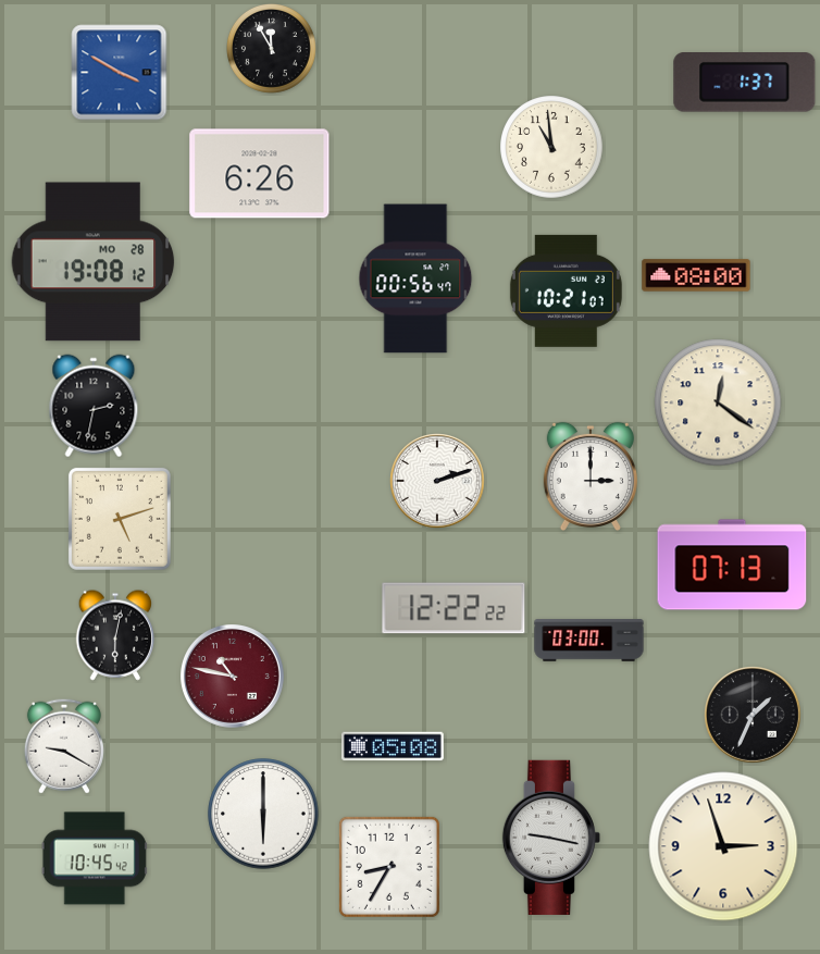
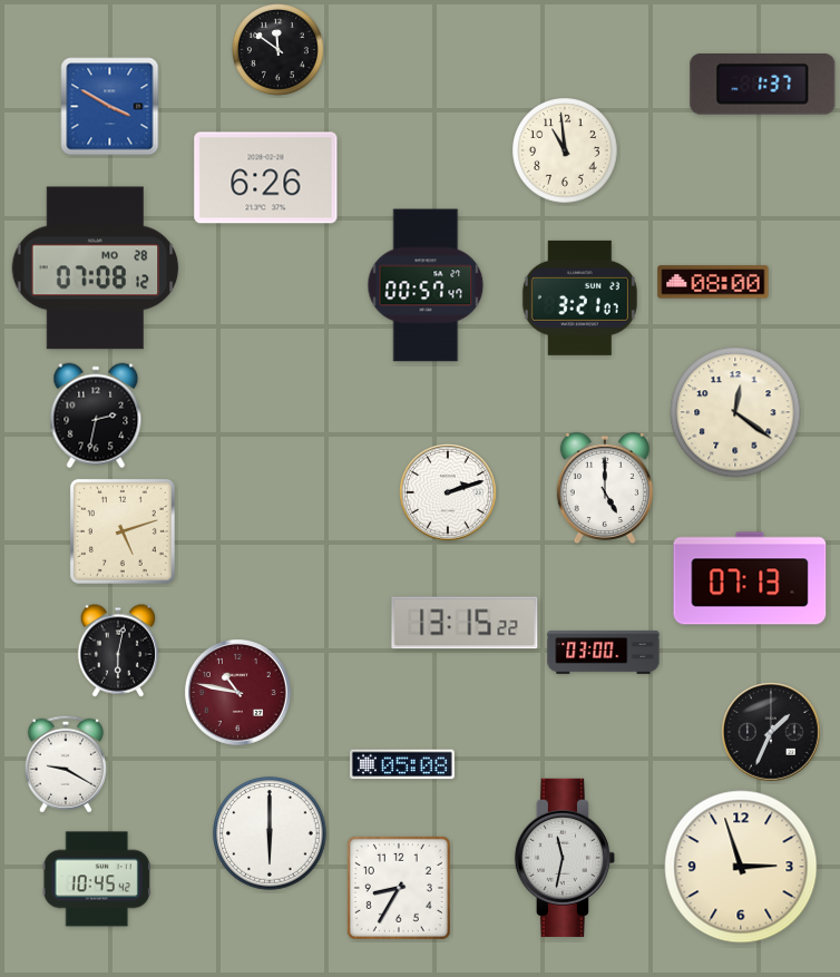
clock at (271, 48): 11:55 -> 11:51
clock at (120, 73) position: (120, 73) -> (110, 107)
clock at (94, 262): 19:08 -> 07:08
clock at (415, 278): 00:56 -> 00:57
clock at (566, 290): 10:21 -> 3:21
clock at (591, 476): 3:00 -> 5:00
clock at (454, 608): 12:22 -> 13:15
clock at (589, 641) position: (589, 641) -> (604, 653)
clock at (550, 838): 9:17 -> 11:32
